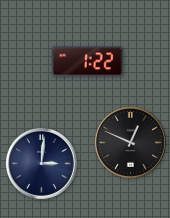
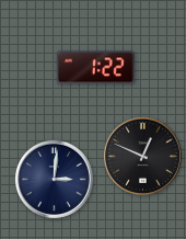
clock at (41, 163) position: (41, 163) -> (54, 179)
